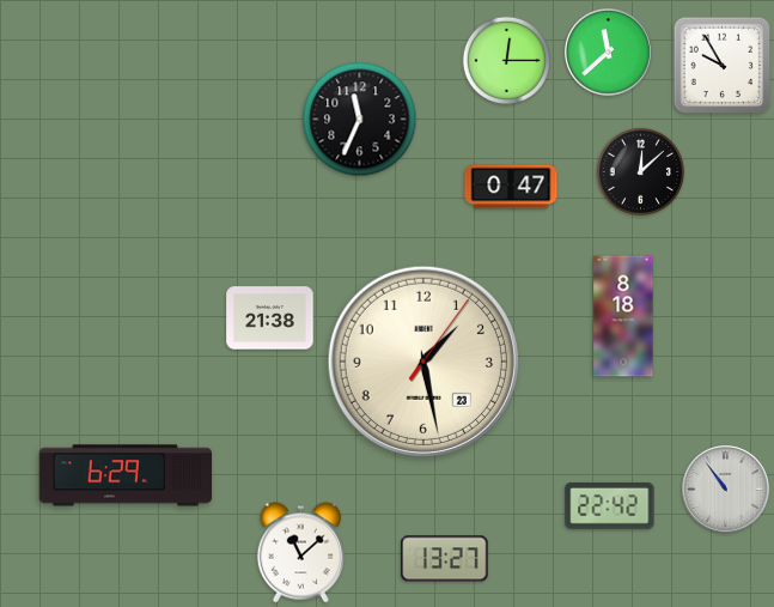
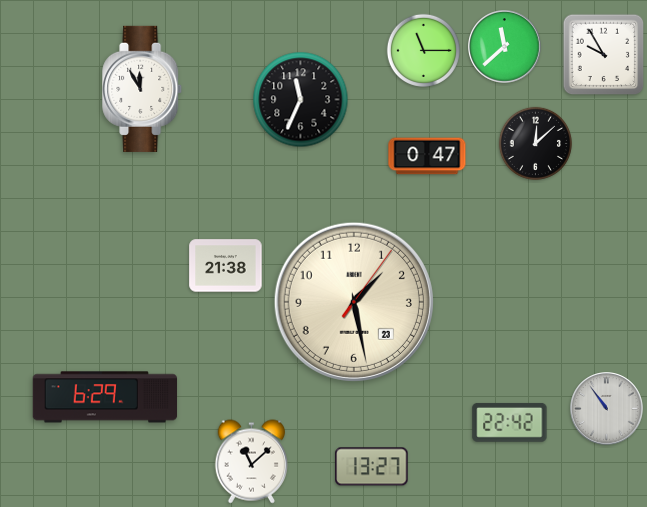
clock at (609, 53) position: (609, 53) -> (505, 47)
clock at (506, 60): 12:15 -> 11:15
clock at (143, 89): none -> 11:55
clock at (623, 316): 8:18 -> none
